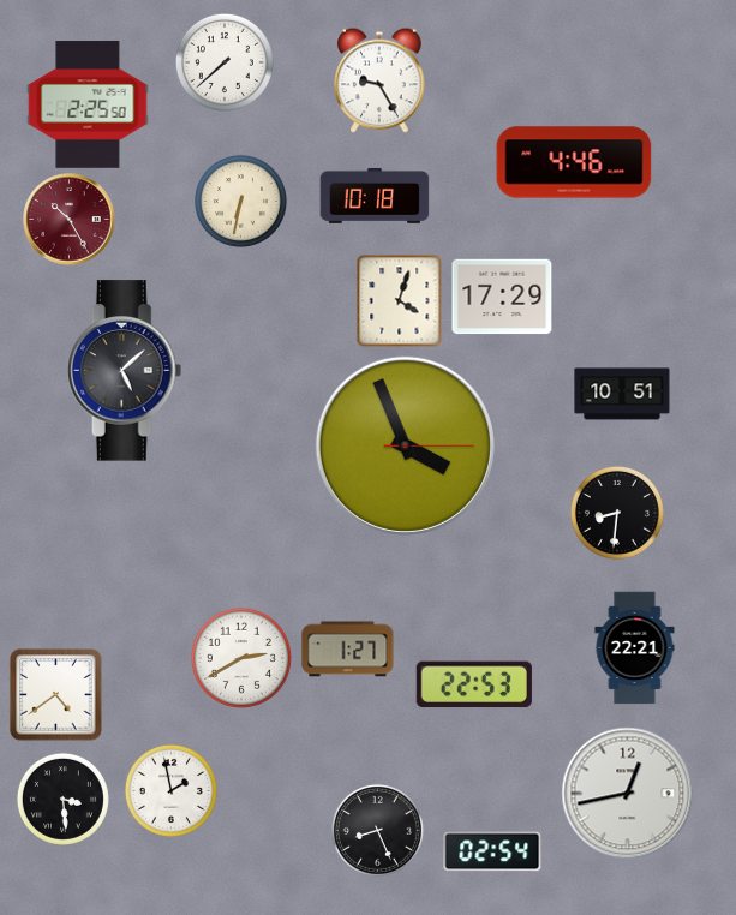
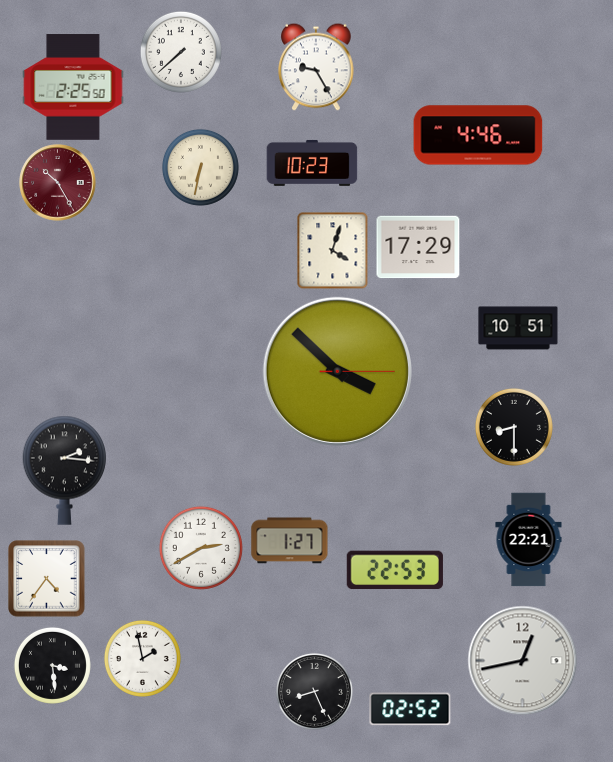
clock at (225, 62) position: (225, 62) -> (181, 52)
clock at (375, 196): 10:18 -> 10:23
clock at (125, 371): 5:08 -> none
clock at (405, 445): 3:56 -> 3:52
clock at (617, 513): 8:31 -> 8:30
clock at (65, 470): none -> 2:16
clock at (56, 695): 4:39 -> 4:36
clock at (492, 851): 02:54 -> 02:52
